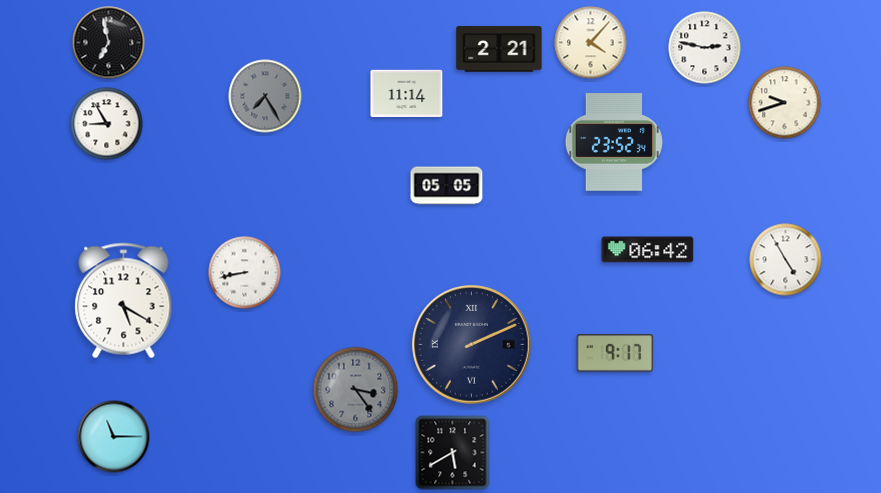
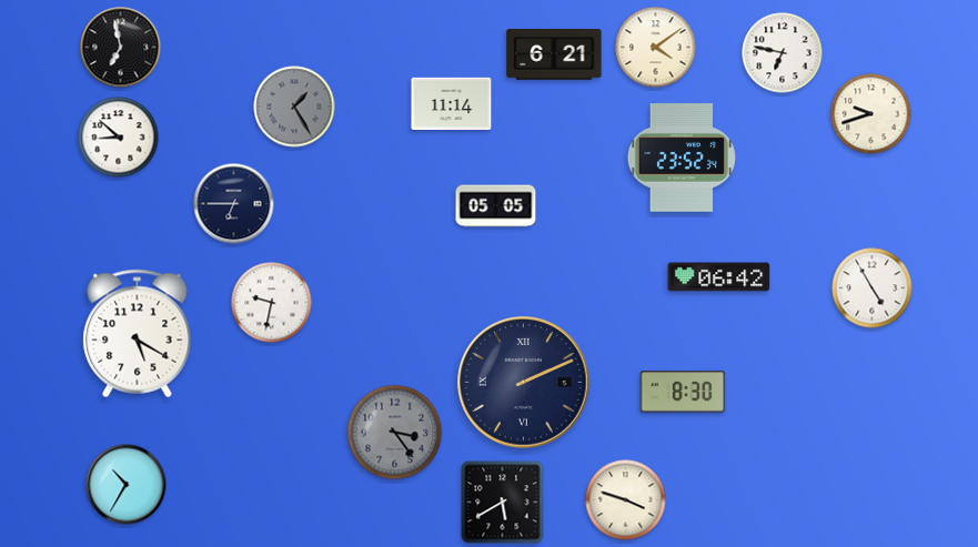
clock at (591, 43): 4:07 -> 4:09
clock at (705, 48): 2:47 -> 6:47
clock at (499, 49): 2:21 -> 6:21
clock at (265, 96): 7:25 -> 1:25
clock at (107, 124): 8:55 -> 8:52
clock at (234, 204): none -> 6:45
clock at (245, 273): 8:43 -> 9:32
clock at (615, 353): 9:17 -> 8:30
clock at (114, 437): 11:15 -> 10:35
clock at (626, 500): none -> 3:48
